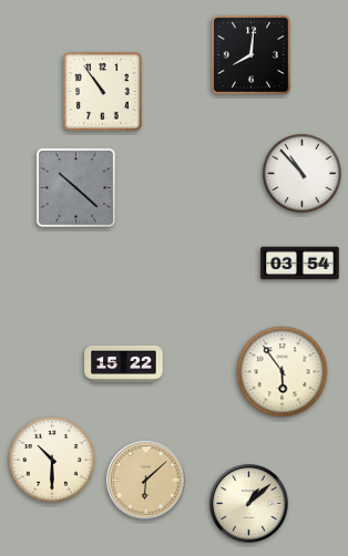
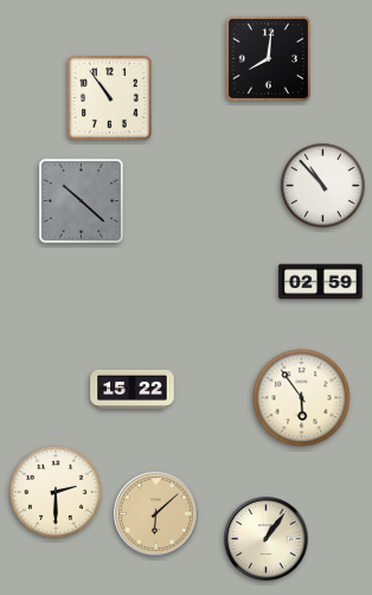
clock at (300, 264): 03:54 -> 02:59
clock at (52, 460): 10:30 -> 2:30
clock at (249, 504): 1:08 -> 1:06
